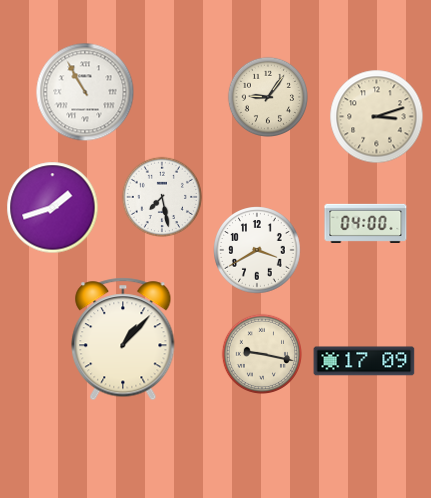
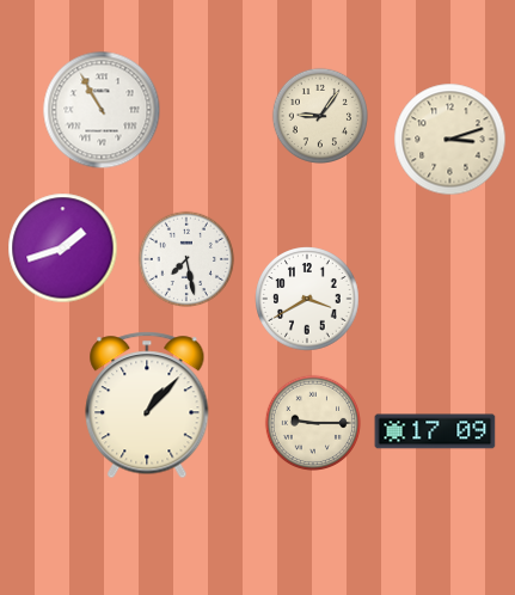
clock at (161, 196) position: (161, 196) -> (185, 258)
clock at (366, 223): 04:00 -> none
clock at (261, 353): 9:17 -> 9:15
